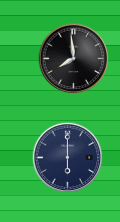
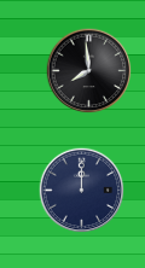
clock at (68, 158): 6:00 -> 12:00
